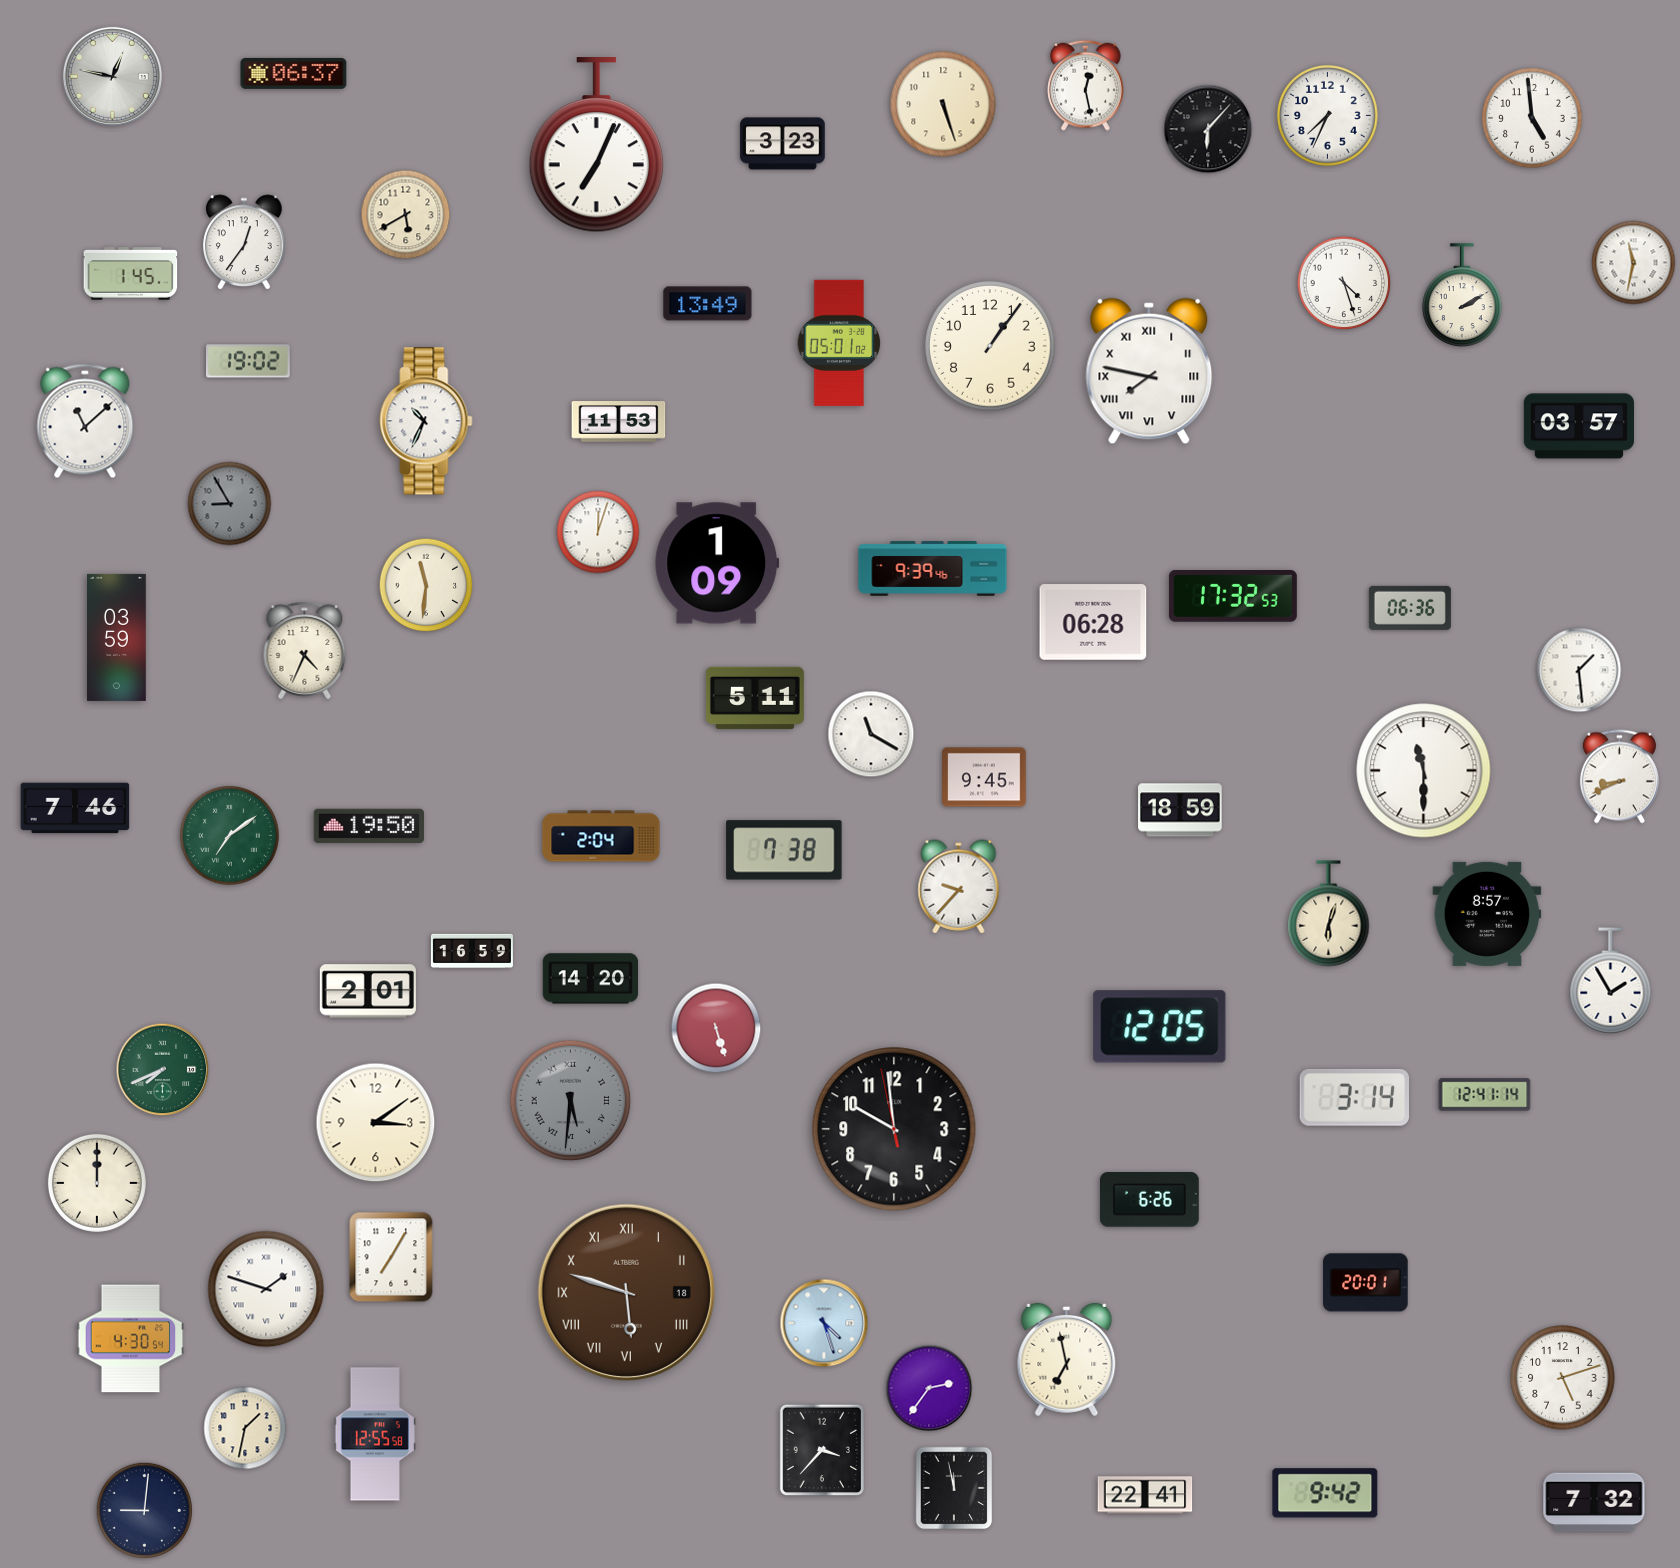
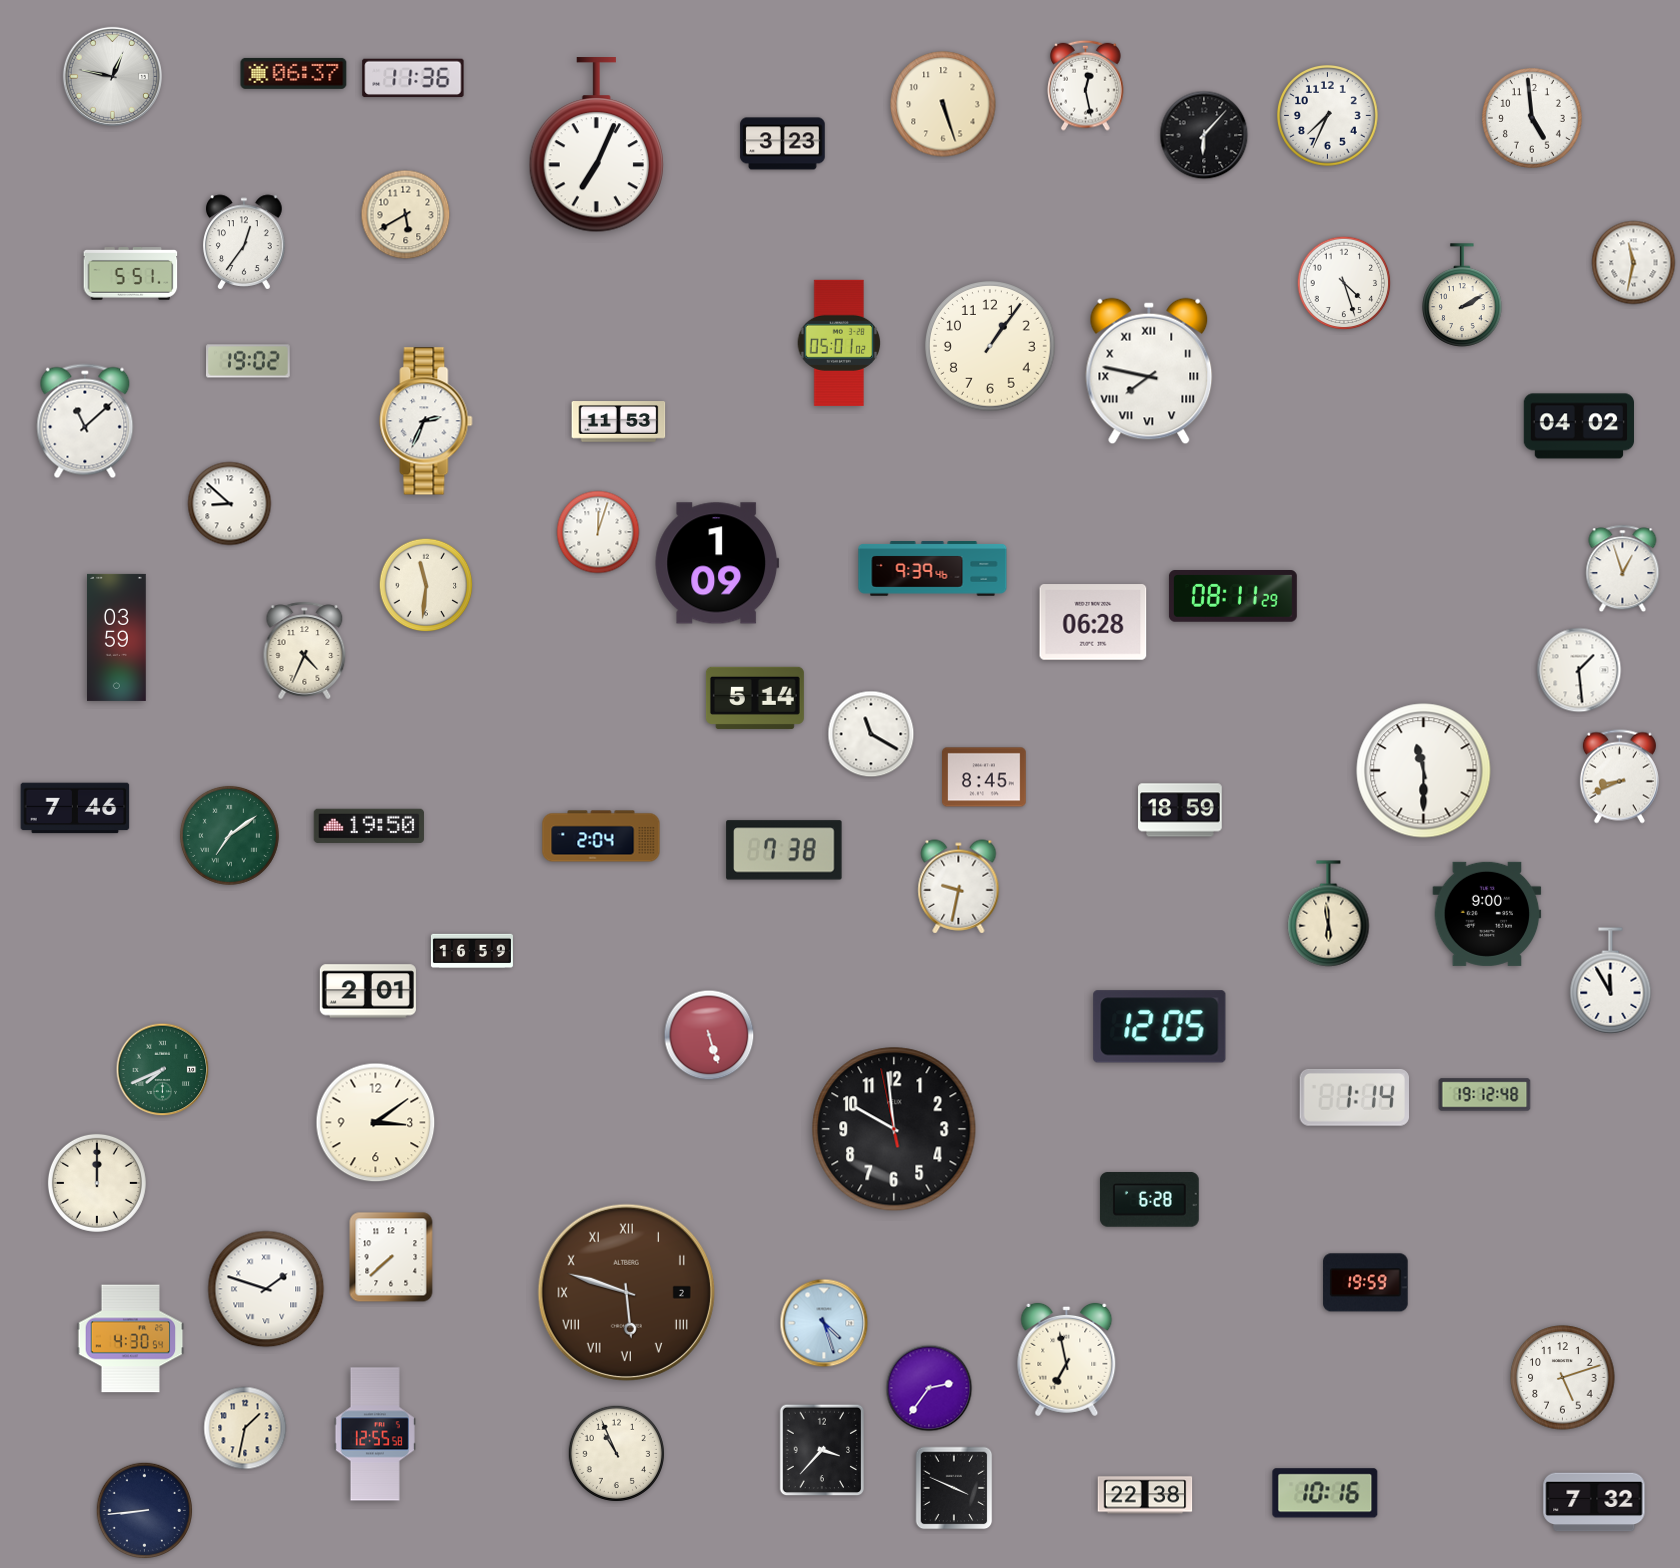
clock at (413, 78): none -> 11:36
clock at (1208, 129) position: (1208, 129) -> (1204, 135)
clock at (131, 274): 1:45 -> 5:51
clock at (708, 304): 13:49 -> none
clock at (426, 421): 10:34 -> 2:34
clock at (1578, 426): 03:57 -> 04:02
clock at (230, 504): 8:55 -> 8:52
clock at (230, 504) dial: grey -> white
clock at (1623, 569): none -> 12:57
clock at (1233, 596): 17:32 -> 08:11
clock at (1410, 608): 06:36 -> none
clock at (755, 698): 5:11 -> 5:14
clock at (985, 777): 9:45 -> 8:45
clock at (959, 887): 9:37 -> 9:32
clock at (1329, 914): 6:03 -> 5:59
clock at (1487, 914): 8:57 -> 9:00
clock at (590, 979): 14:20 -> none
clock at (1611, 981): 1:55 -> 11:55
clock at (716, 1028) position: (716, 1028) -> (709, 1035)
clock at (1485, 1095): 12:41 -> 19:12
clock at (1354, 1097): 3:14 -> 1:14
clock at (571, 1101): 5:31 -> none
clock at (1149, 1200): 6:26 -> 6:28
clock at (391, 1257): 7:05 -> 7:38
clock at (1366, 1283): 20:01 -> 19:59
clock at (626, 1292) date: 18 -> 2
clock at (616, 1453): none -> 10:56
clock at (954, 1488): 11:58 -> 3:49
clock at (1325, 1493): 9:42 -> 10:16
clock at (1145, 1495): 22:41 -> 22:38
clock at (144, 1510): 9:01 -> 8:44
